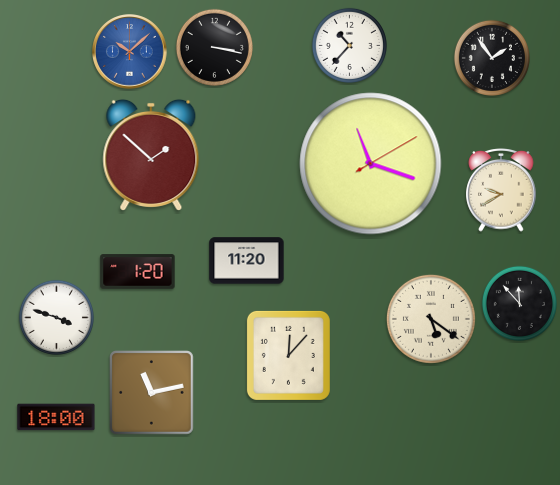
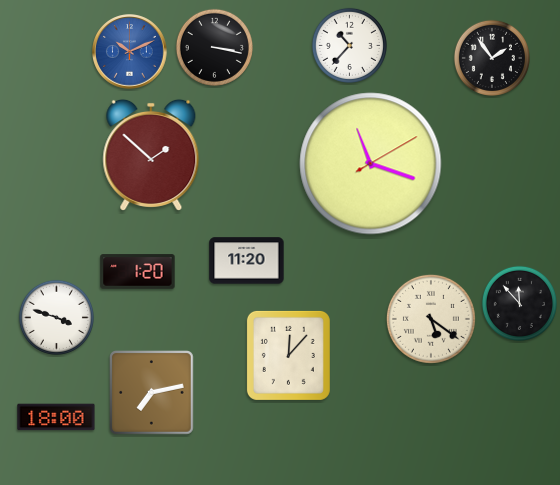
clock at (130, 52): 10:08 -> 10:11
clock at (501, 190): 9:40 -> none
clock at (152, 393): 11:13 -> 7:13
